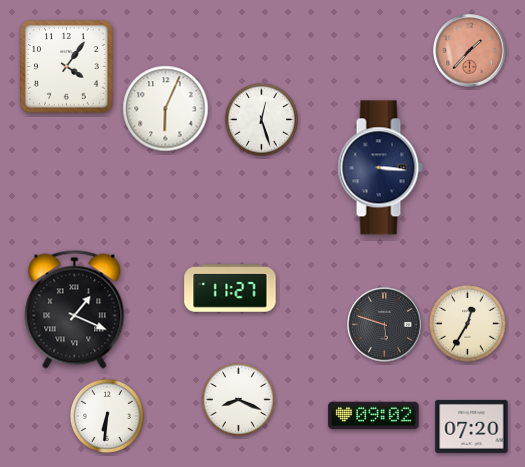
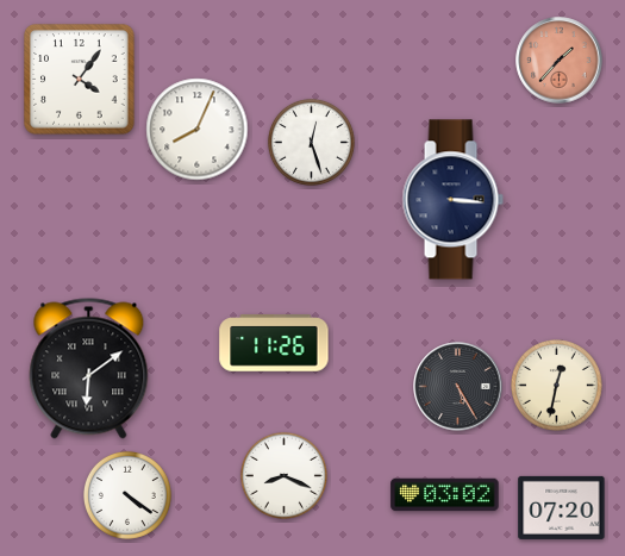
clock at (166, 109): 6:04 -> 8:04
clock at (230, 288): 11:27 -> 11:26
clock at (75, 310): 1:19 -> 6:09
clock at (468, 324): 12:35 -> 12:32
clock at (385, 325): 5:48 -> 5:25
clock at (107, 416): 6:31 -> 4:21
clock at (374, 416): 09:02 -> 03:02
